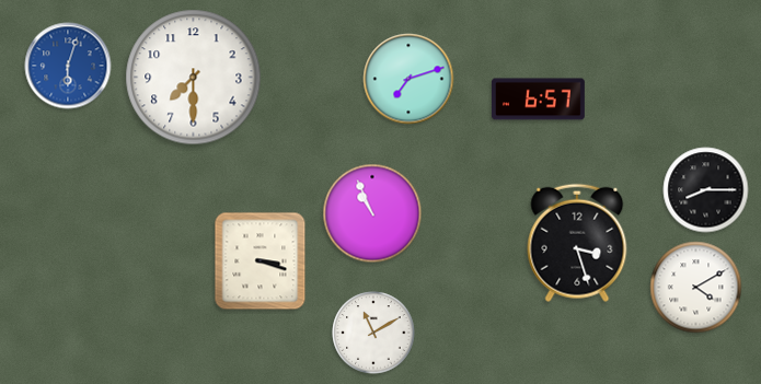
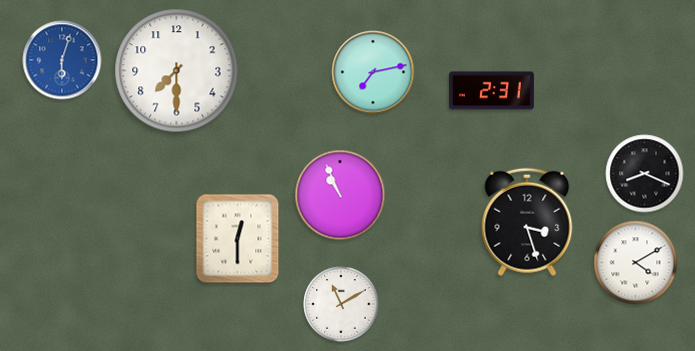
clock at (408, 79): 7:12 -> 7:13
clock at (539, 100): 6:57 -> 2:31
clock at (706, 190): 8:15 -> 8:19
clock at (261, 261): 3:18 -> 12:30
